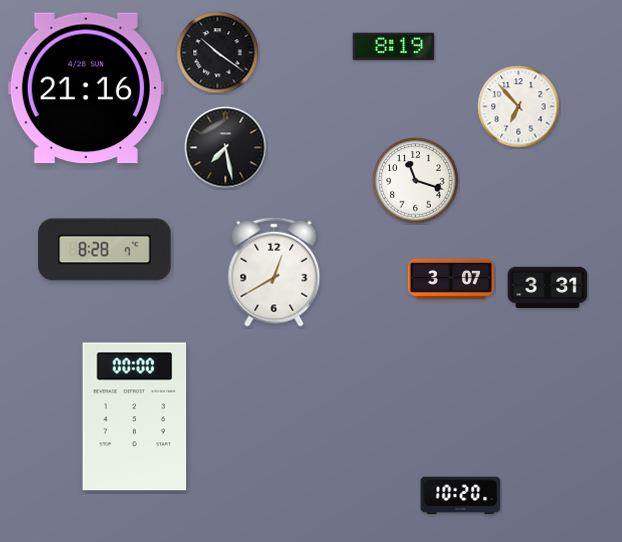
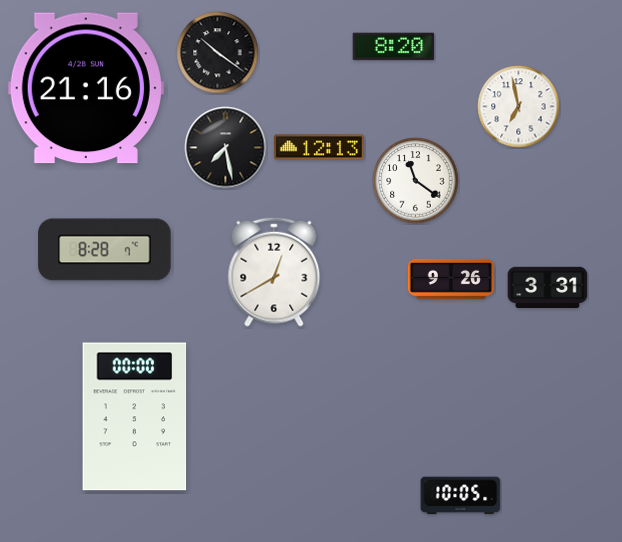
clock at (394, 47): 8:19 -> 8:20
clock at (519, 107): 6:53 -> 6:58
clock at (319, 147): none -> 12:13
clock at (416, 181): 11:18 -> 11:21
clock at (451, 279): 3:07 -> 9:26
clock at (461, 496): 10:20 -> 10:05
